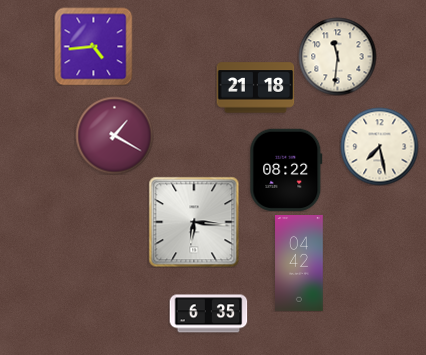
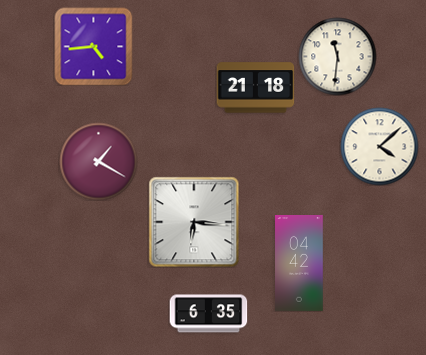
clock at (114, 135) position: (114, 135) -> (98, 161)
clock at (379, 146): 7:28 -> 4:08
clock at (286, 170): 08:22 -> none
